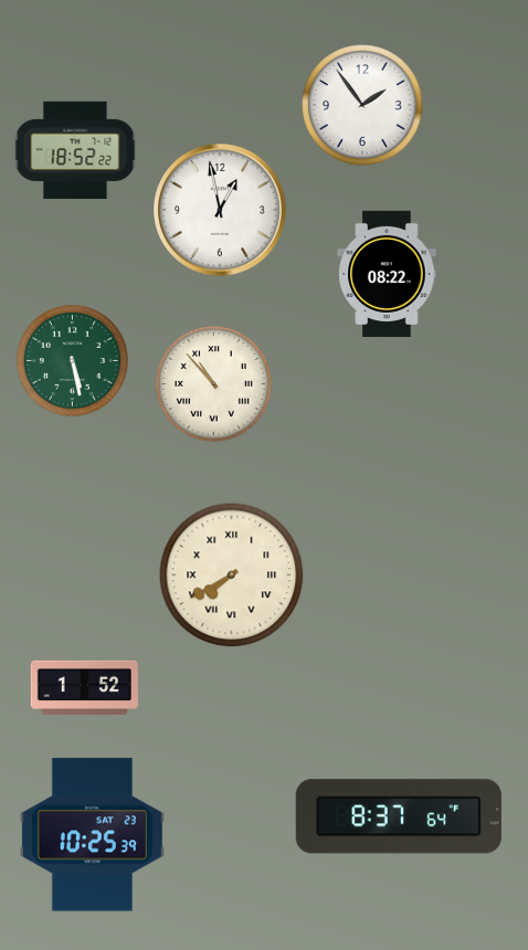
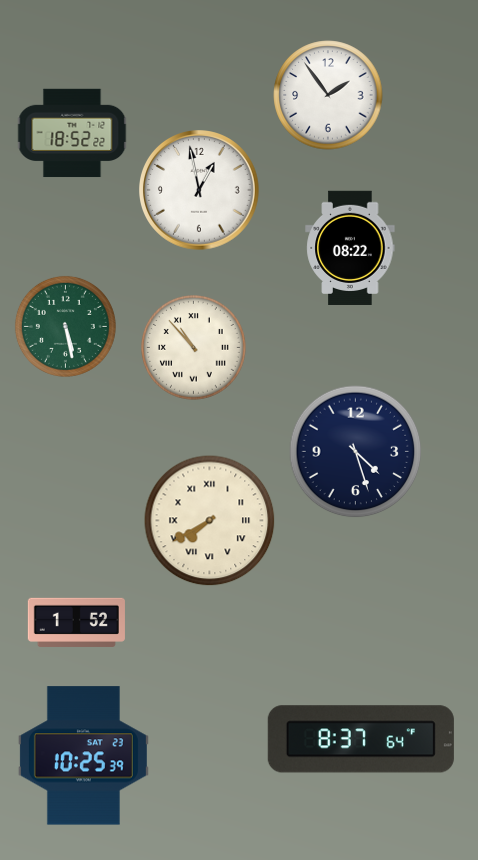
clock at (75, 150) position: (75, 150) -> (72, 133)
clock at (356, 452): none -> 4:27
